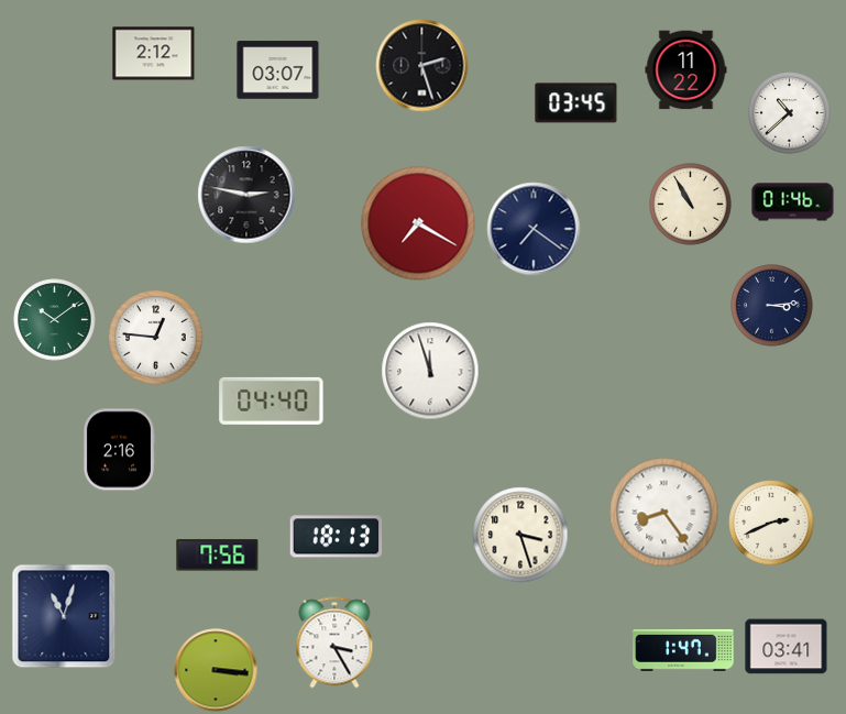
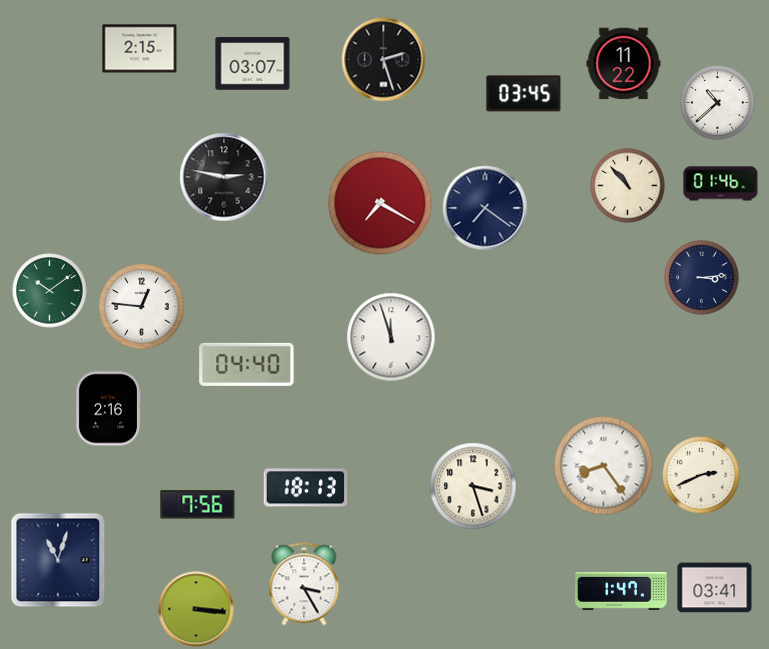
clock at (154, 54): 2:12 -> 2:15
clock at (691, 205): 10:55 -> 10:53
